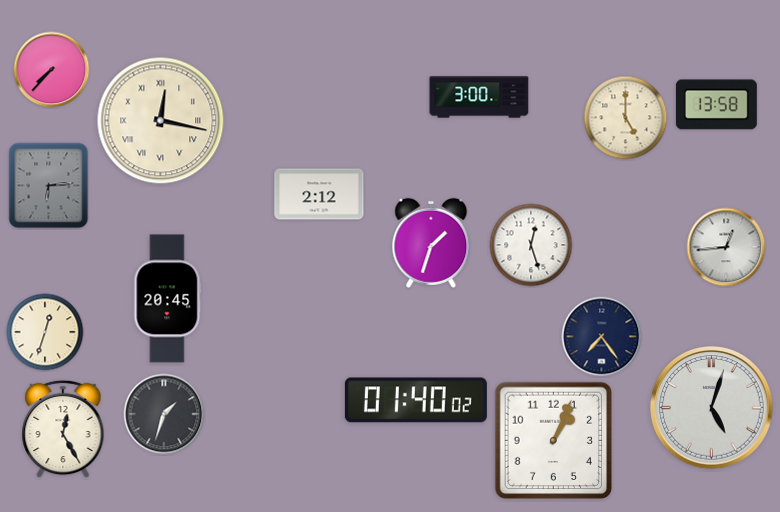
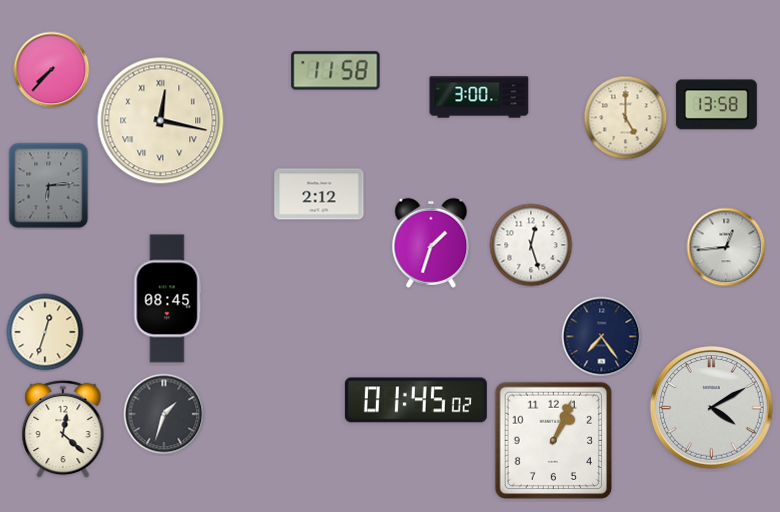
clock at (336, 71): none -> 11:58
clock at (168, 299): 20:45 -> 08:45
clock at (416, 400): 01:40 -> 01:45
clock at (712, 408): 5:03 -> 4:10
clock at (63, 429): 12:25 -> 12:22
